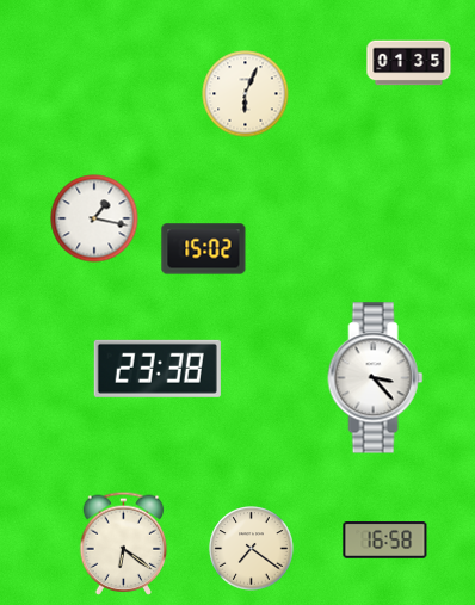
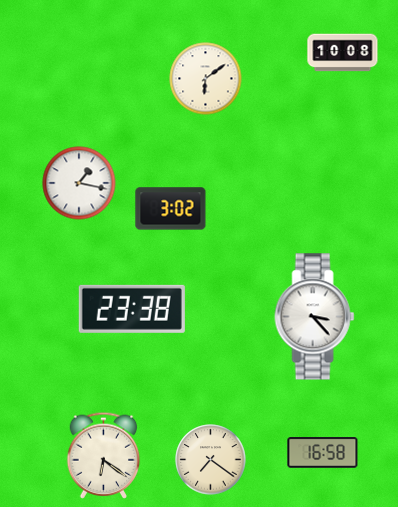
clock at (409, 63): 01:35 -> 10:08
clock at (246, 94): 6:04 -> 6:09
clock at (204, 249): 15:02 -> 3:02
